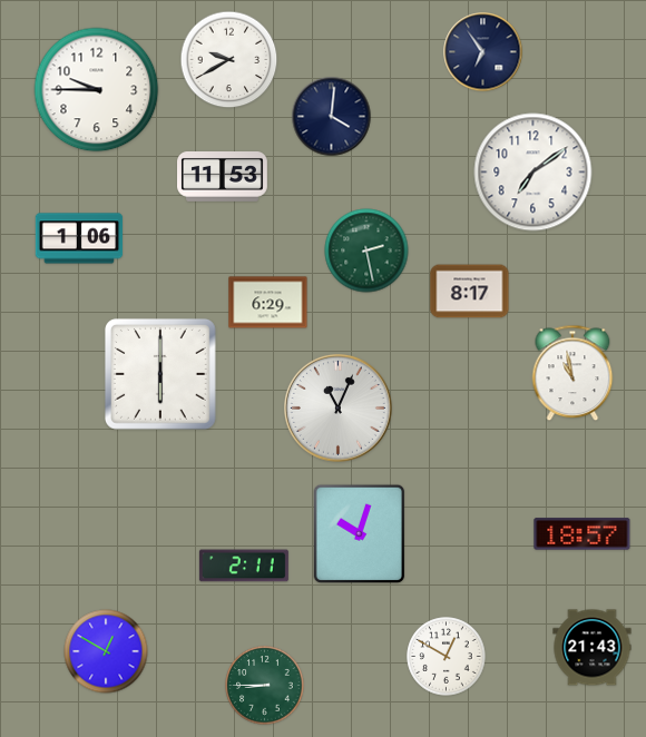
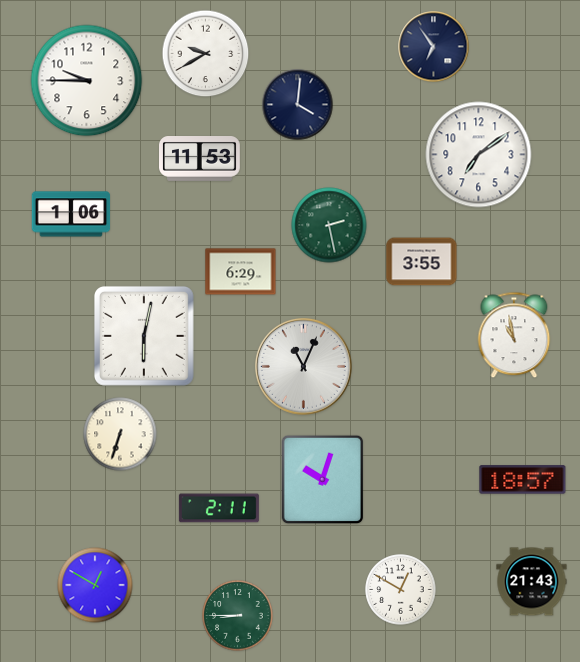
clock at (470, 292): 8:17 -> 3:55
clock at (160, 374): 6:00 -> 6:02
clock at (120, 434): none -> 6:33
